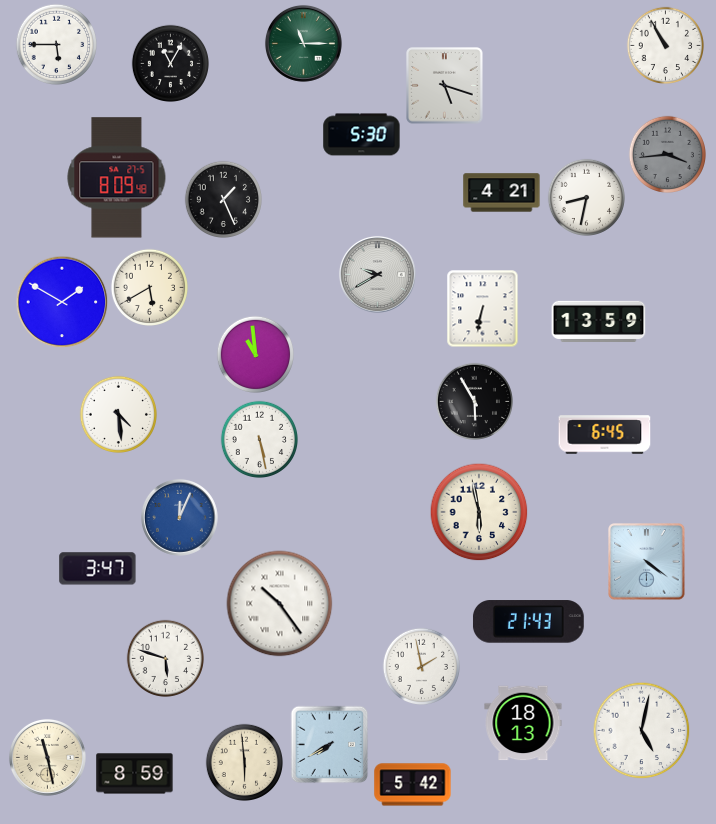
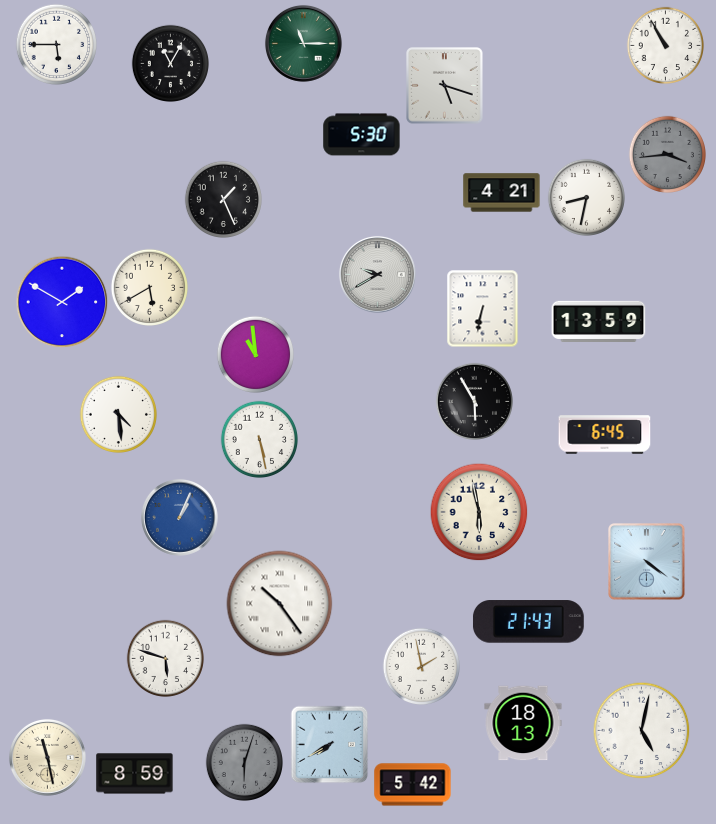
clock at (117, 178): 8:09 -> none
clock at (179, 517): 12:04 -> 1:04
clock at (98, 569): 3:47 -> none
clock at (244, 762): 5:59 -> 6:03
clock at (244, 762) dial: cream -> grey
